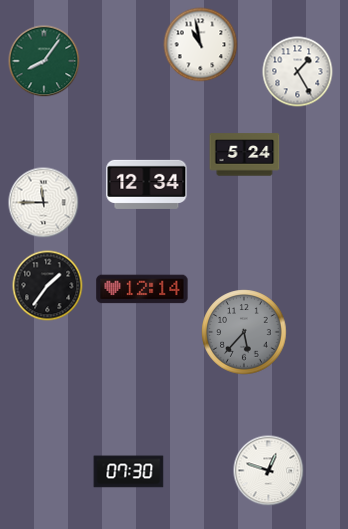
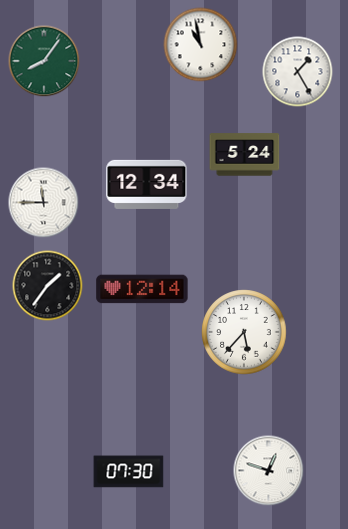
clock at (244, 332) dial: grey -> white
